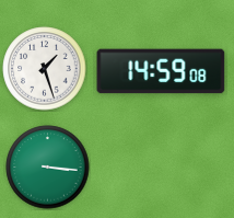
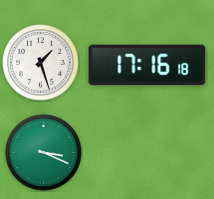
clock at (161, 71): 14:59 -> 17:16
clock at (48, 168): 3:16 -> 3:19
